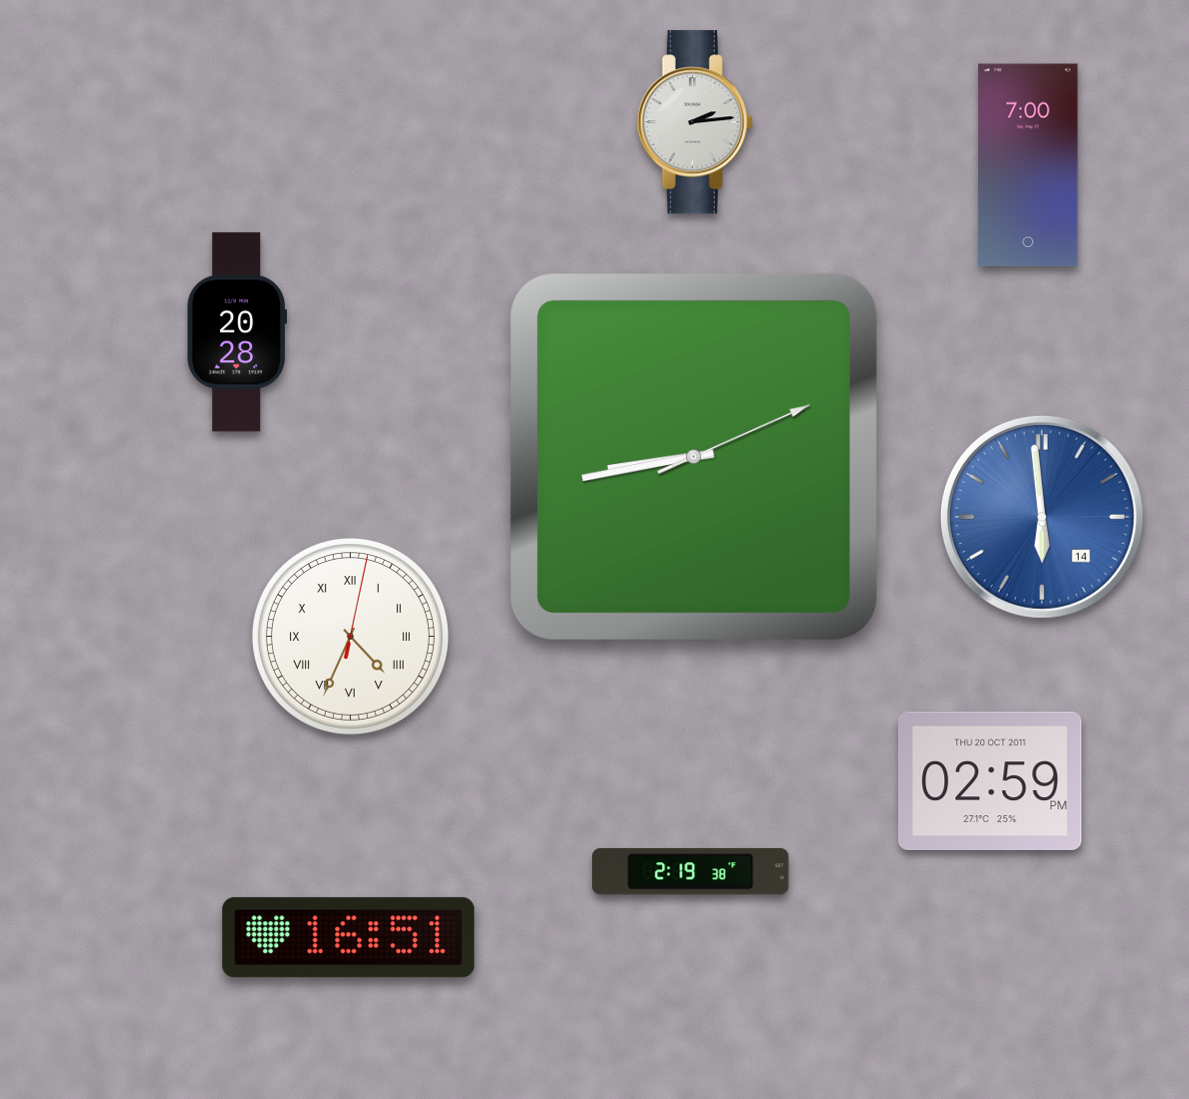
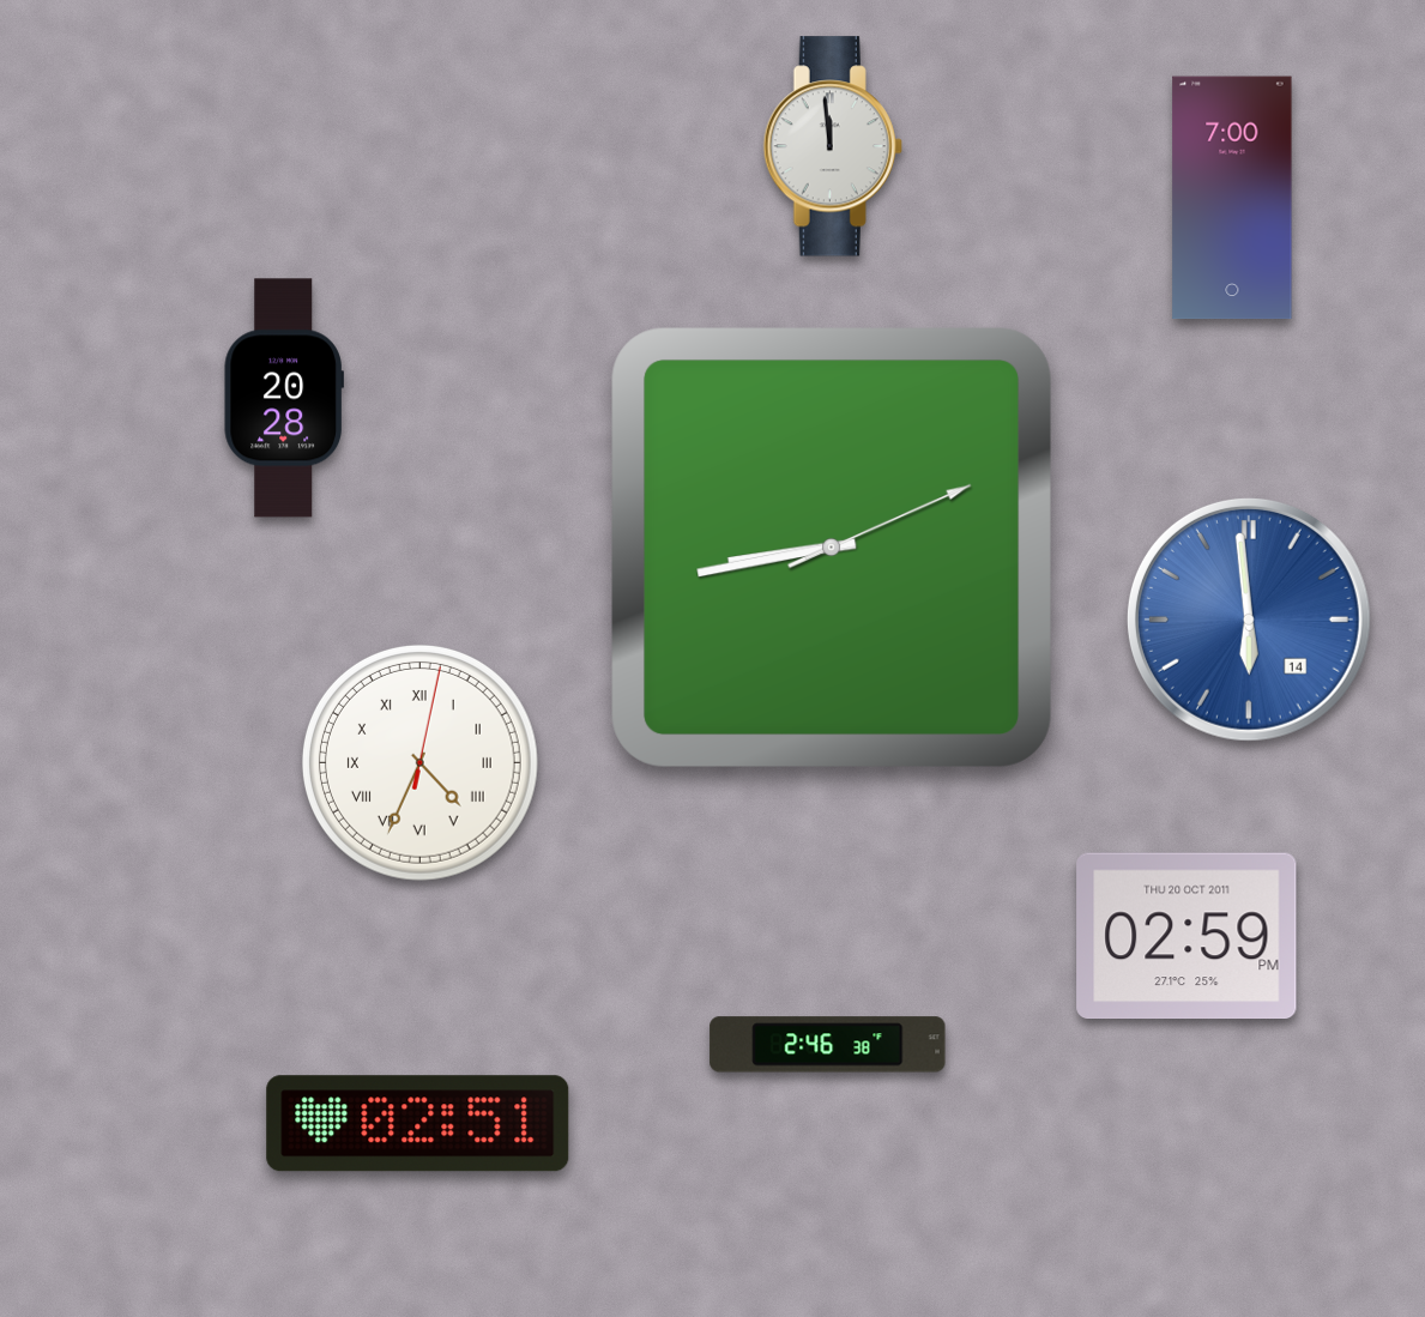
clock at (695, 122): 2:14 -> 11:59
clock at (691, 872): 2:19 -> 2:46
clock at (349, 938): 16:51 -> 02:51
